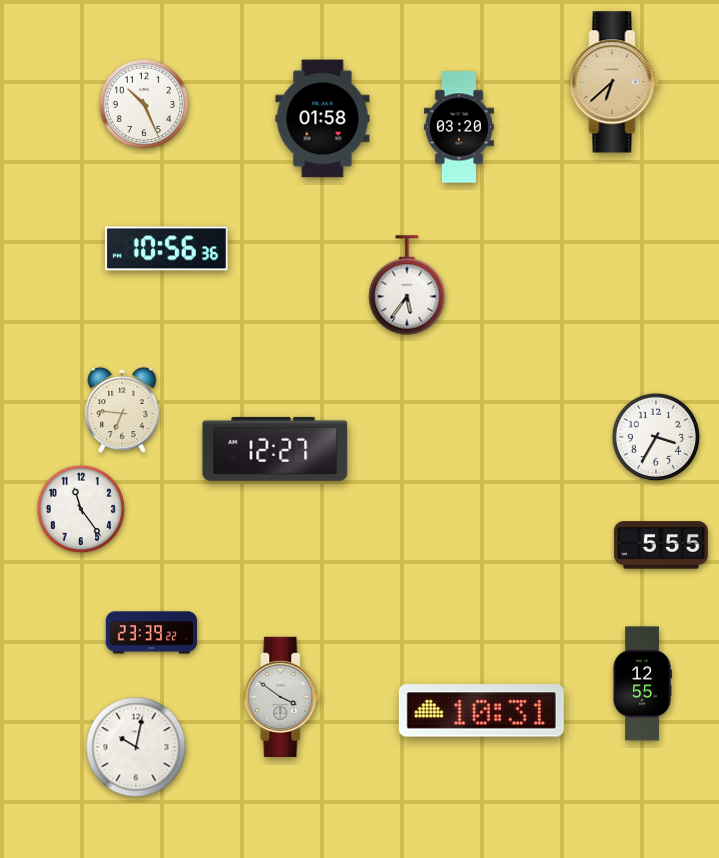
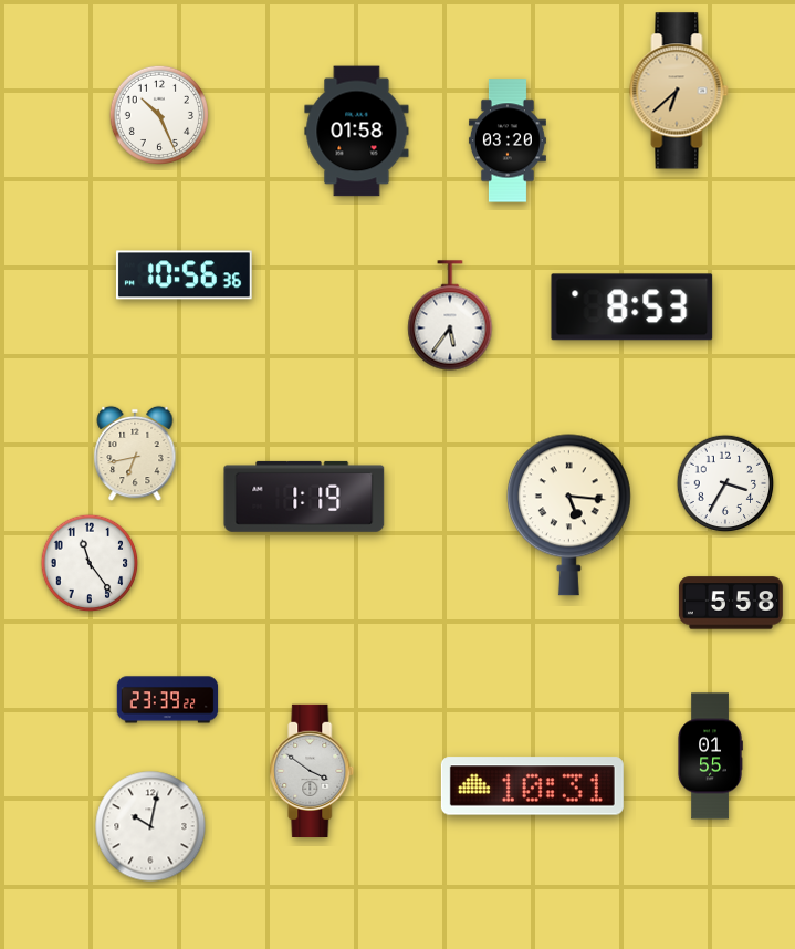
clock at (632, 307): none -> 8:53
clock at (122, 410): 6:46 -> 6:43
clock at (275, 449): 12:27 -> 1:19
clock at (568, 515): none -> 5:16
clock at (661, 545): 5:55 -> 5:58
clock at (642, 684): 12:55 -> 01:55
